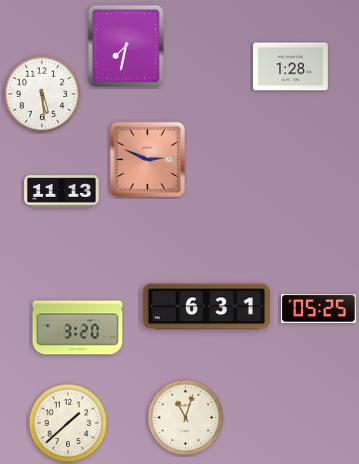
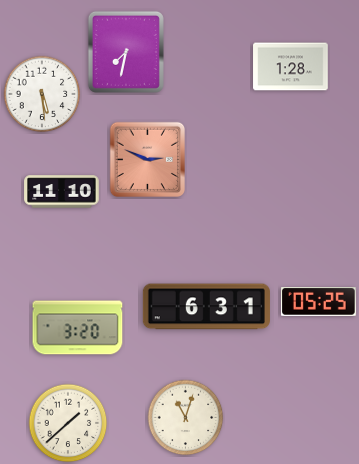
clock at (126, 46) position: (126, 46) -> (126, 52)
clock at (62, 192): 11:13 -> 11:10
clock at (319, 309) position: (319, 309) -> (319, 302)
